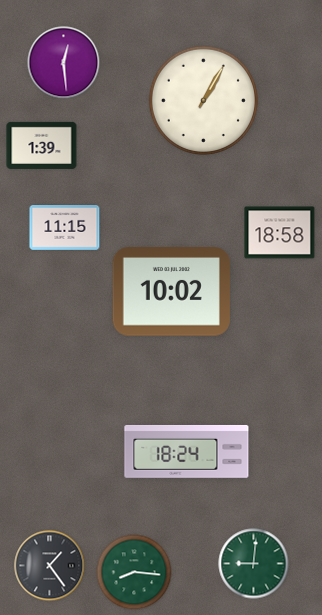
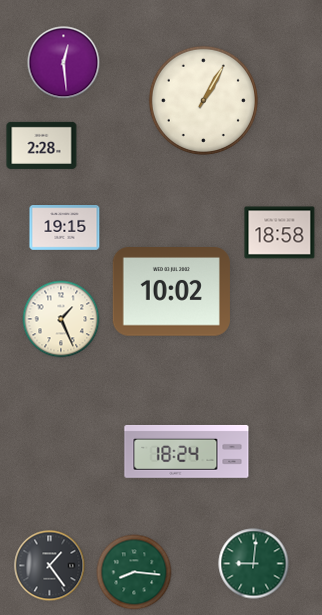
clock at (42, 145): 1:39 -> 2:28
clock at (65, 228): 11:15 -> 19:15
clock at (61, 319): none -> 1:26
